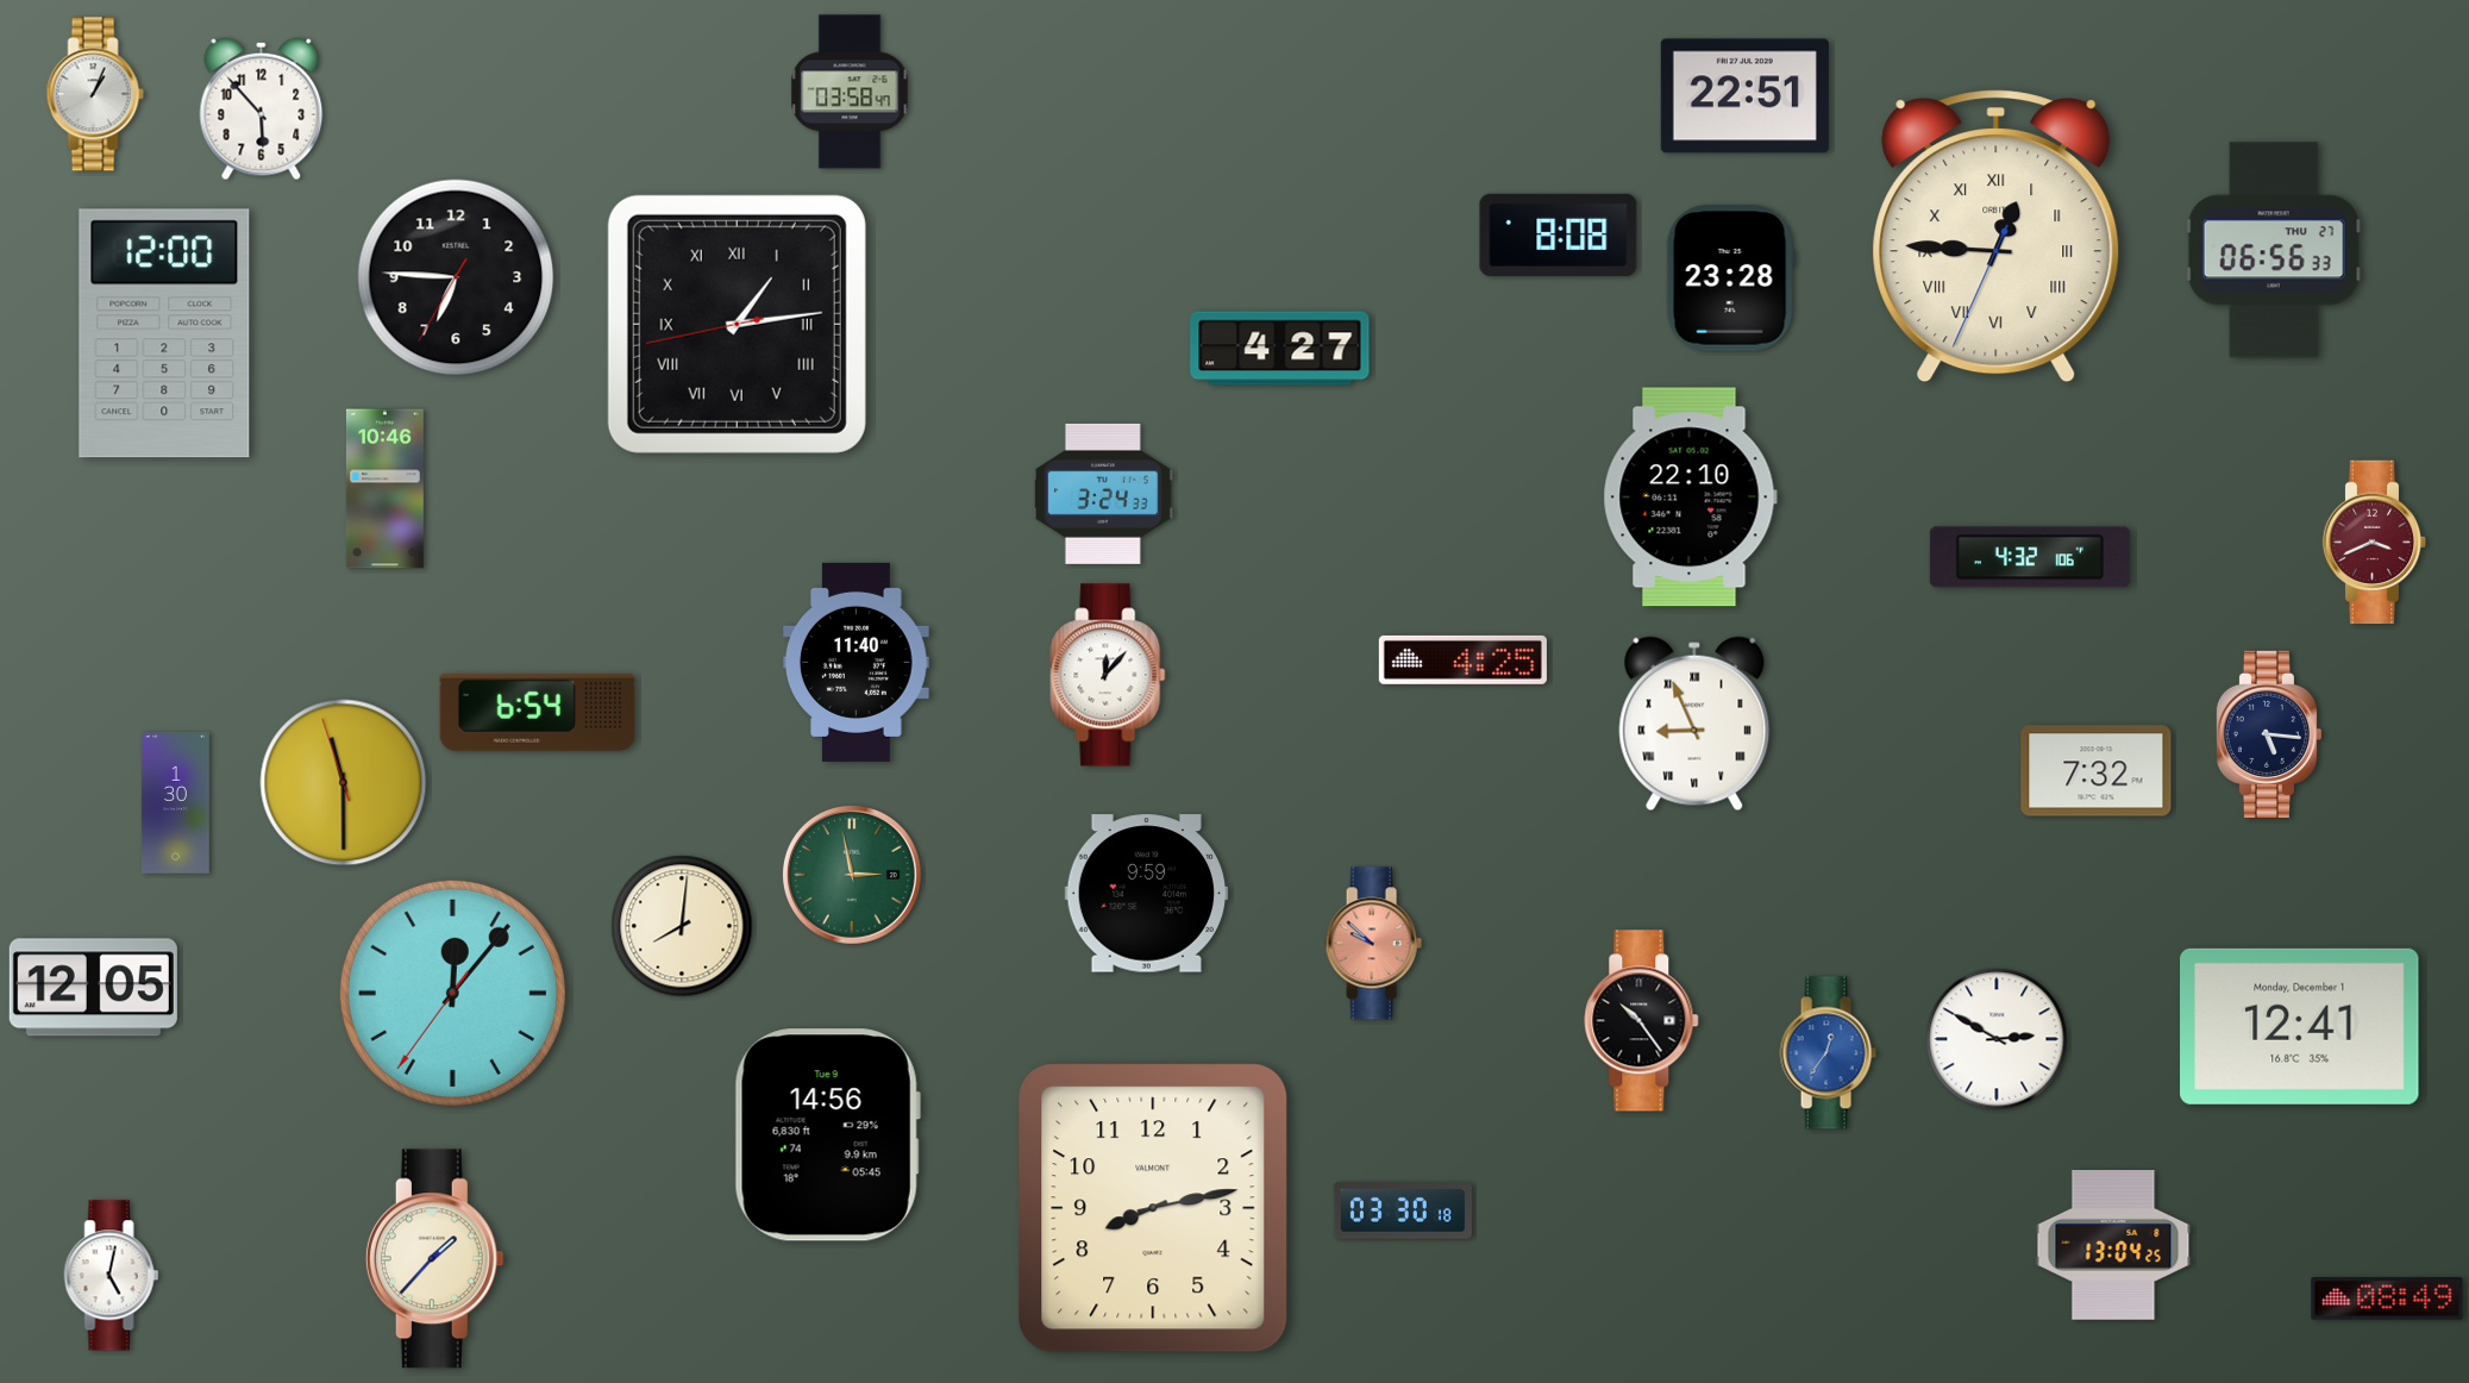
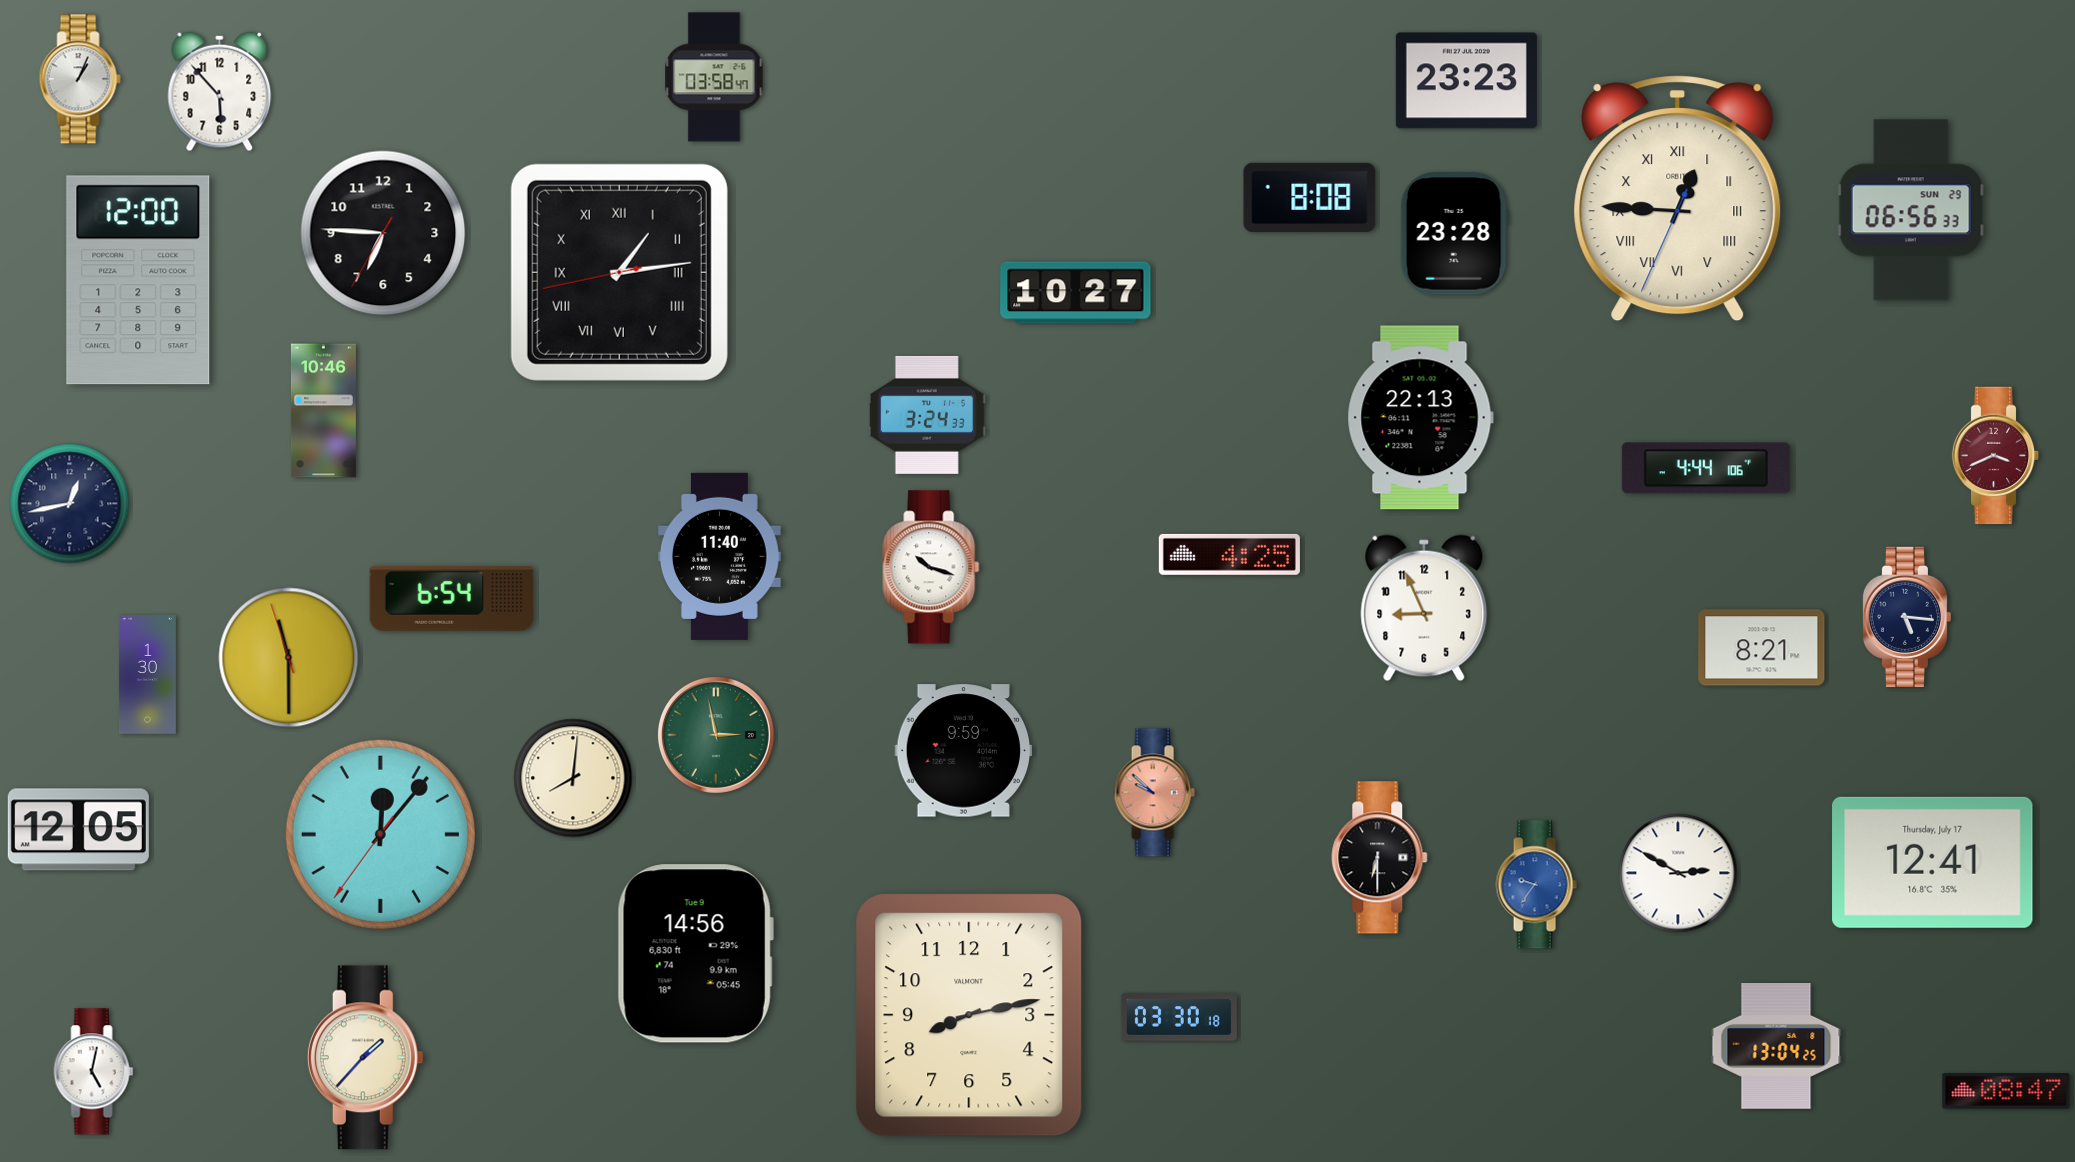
clock at (1744, 96): 22:51 -> 23:23
clock at (2274, 250) date: THU 27 -> SUN 29
clock at (1280, 349): 4:27 -> 10:27
clock at (1690, 497): 22:10 -> 22:13
clock at (2030, 557): 4:32 -> 4:44
clock at (70, 504): none -> 12:43
clock at (1108, 675): 12:07 -> 10:18
clock at (1694, 724) numerals: Roman -> Arabic
clock at (2097, 771): 7:32 -> 8:21
clock at (1642, 1021): 10:24 -> 6:30
clock at (2300, 1026) date: Monday, December 1 -> Thursday, July 17
clock at (1828, 1053): 12:36 -> 9:36
clock at (2387, 1298): 08:49 -> 08:47
